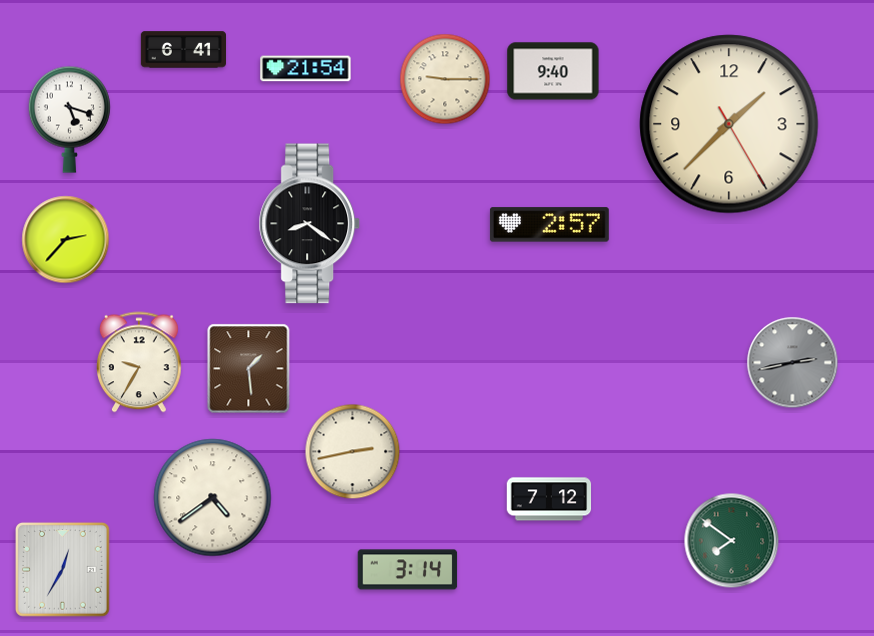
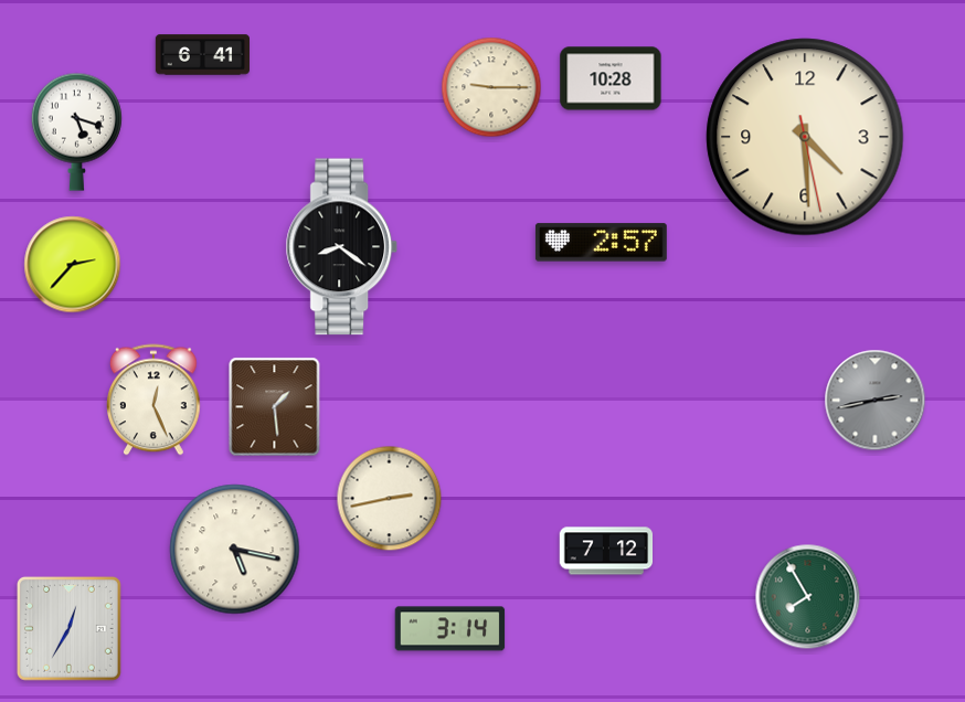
clock at (306, 69): 21:54 -> none
clock at (553, 71): 9:40 -> 10:28
clock at (729, 124): 1:37 -> 4:29
clock at (549, 225) position: (549, 225) -> (601, 243)
clock at (140, 362): 9:35 -> 12:26
clock at (213, 498): 4:39 -> 5:17
clock at (732, 541): 7:51 -> 7:55
